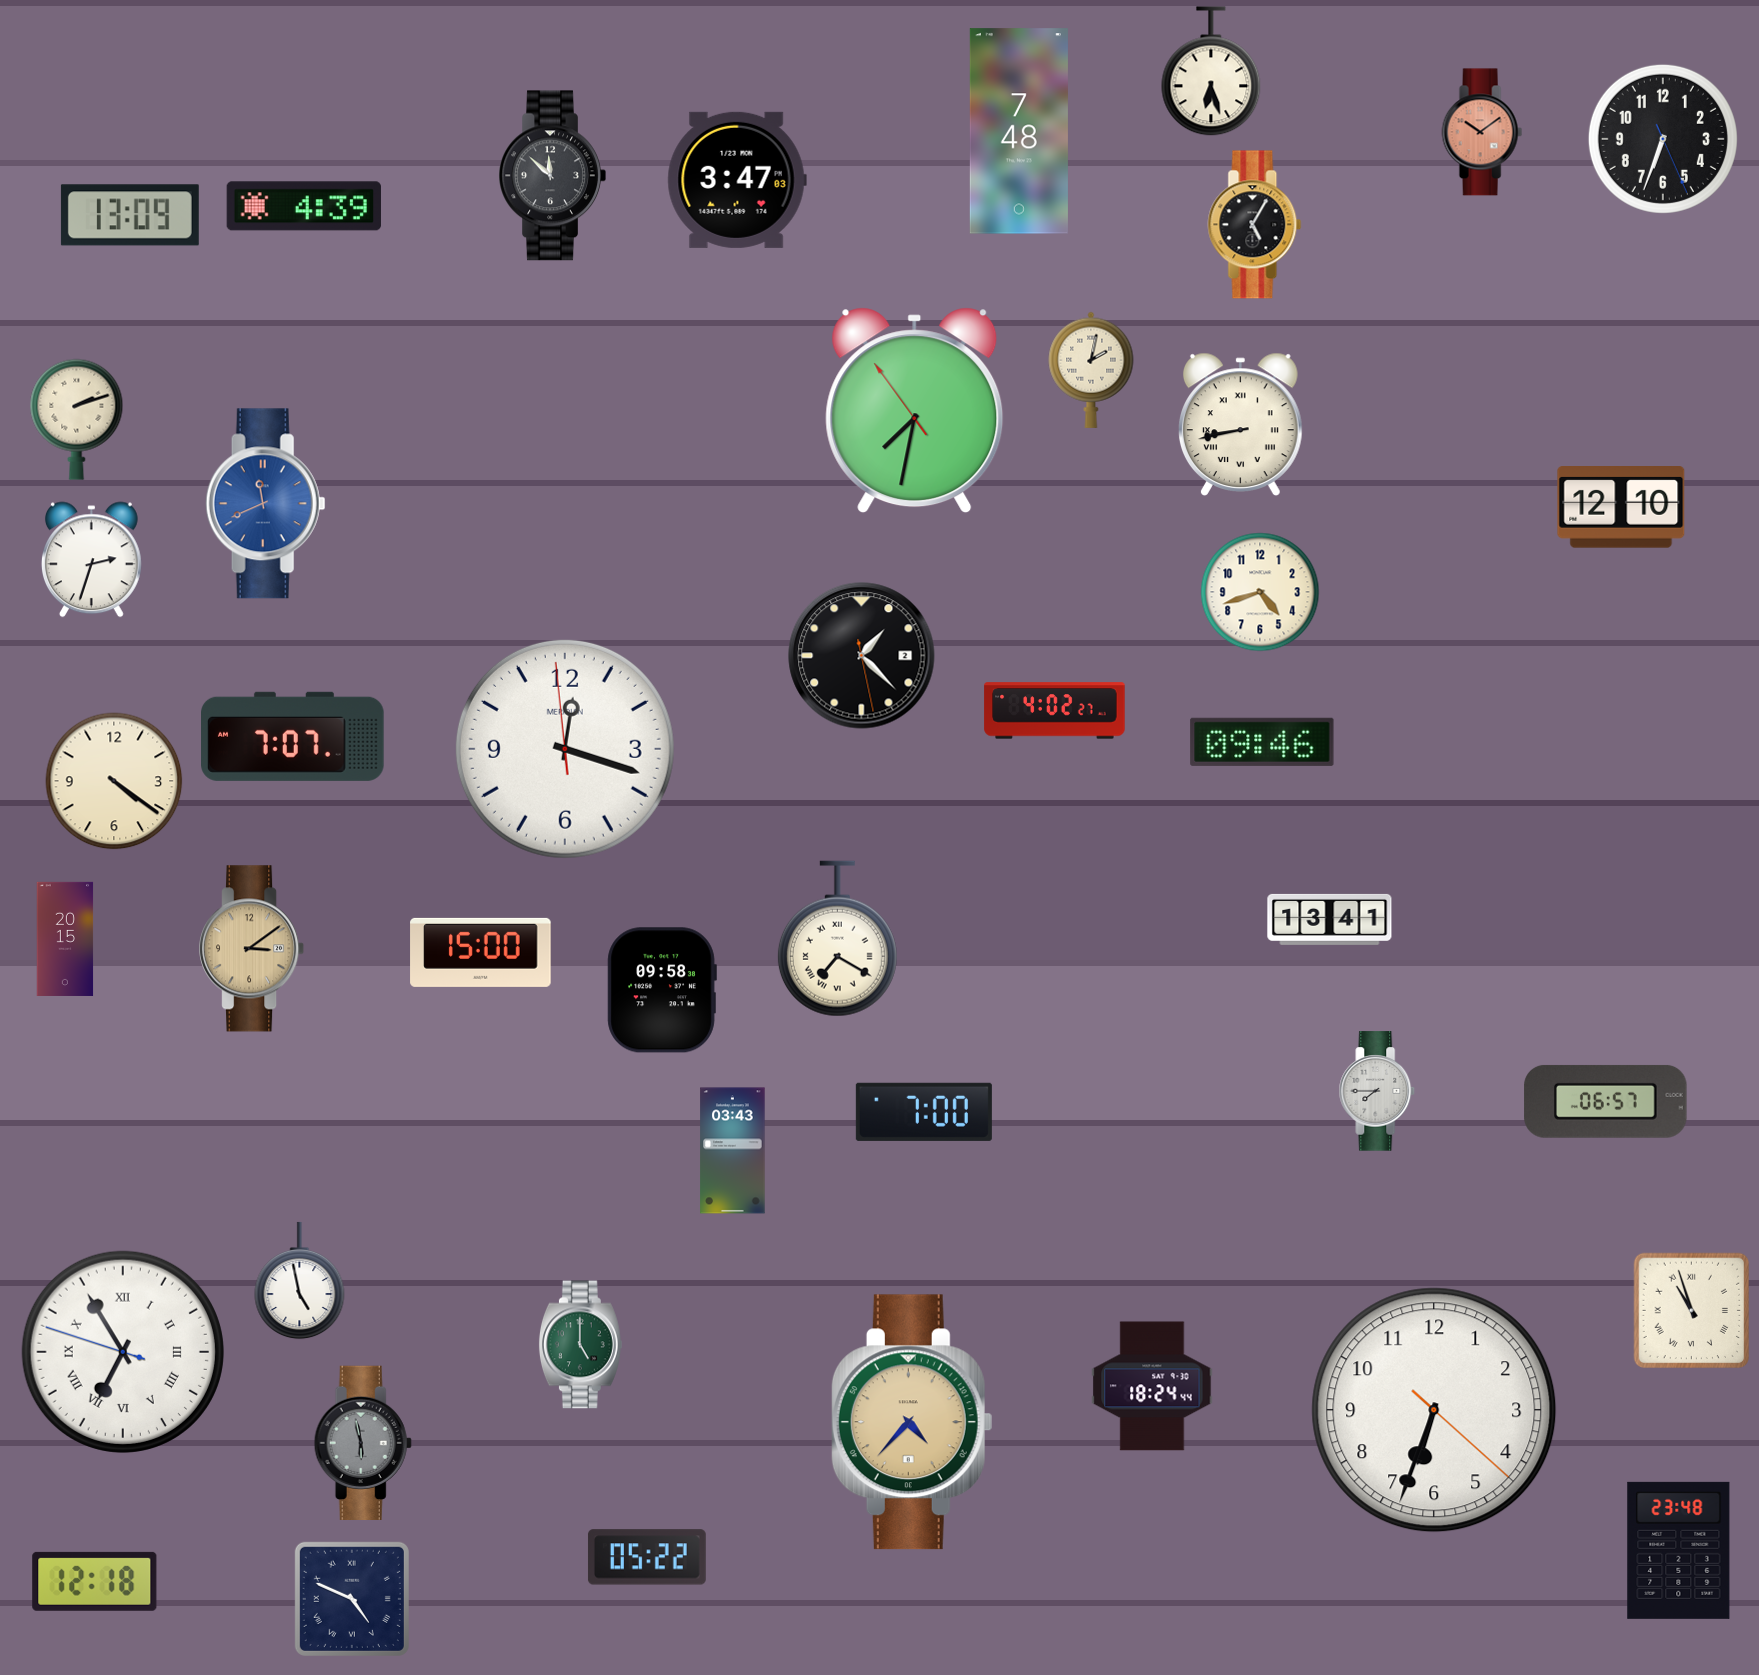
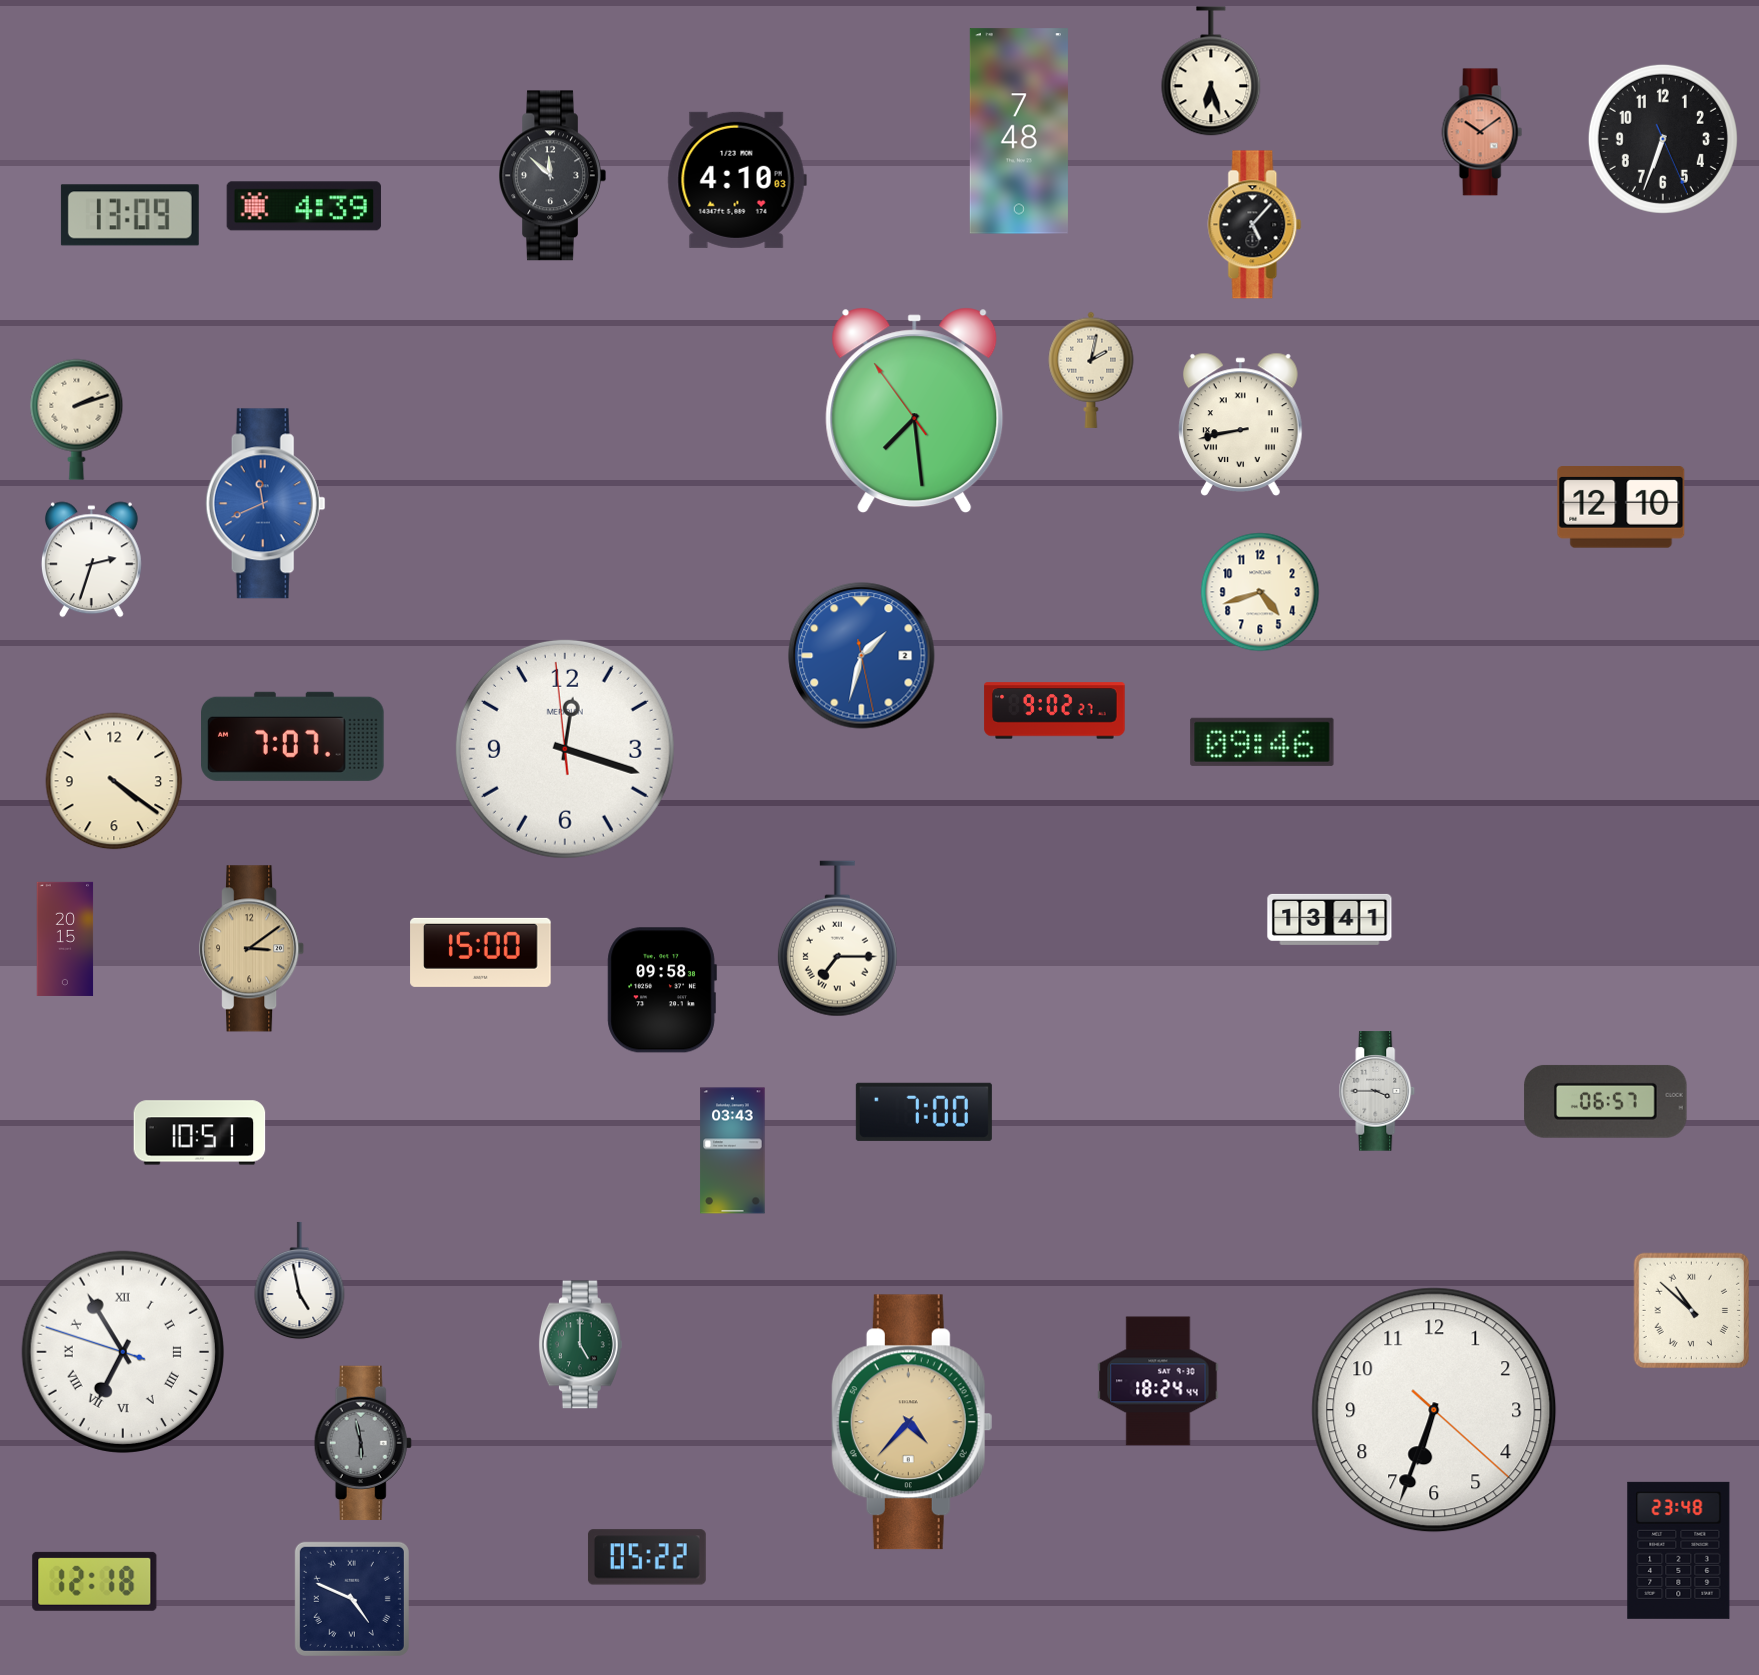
clock at (737, 180): 3:47 -> 4:10
clock at (1255, 225): 5:05 -> 5:07
clock at (915, 411): 7:31 -> 7:28
clock at (862, 656): 1:22 -> 1:32
clock at (862, 656) dial: black -> blue
clock at (1055, 711): 4:02 -> 9:02
clock at (837, 939): 7:20 -> 7:15
clock at (1377, 1091): 7:45 -> 3:45
clock at (200, 1133): none -> 10:51
clock at (1691, 1310): 10:57 -> 10:52
clock at (1152, 1386) position: (1152, 1386) -> (1158, 1381)
